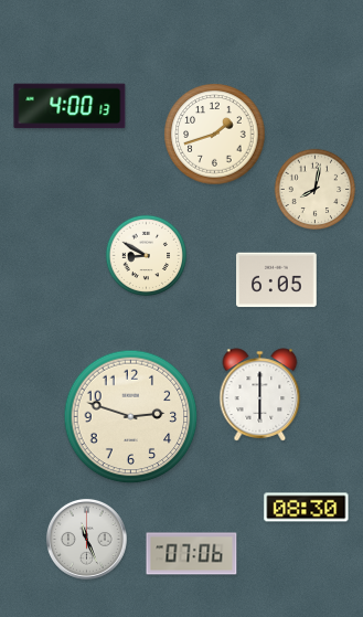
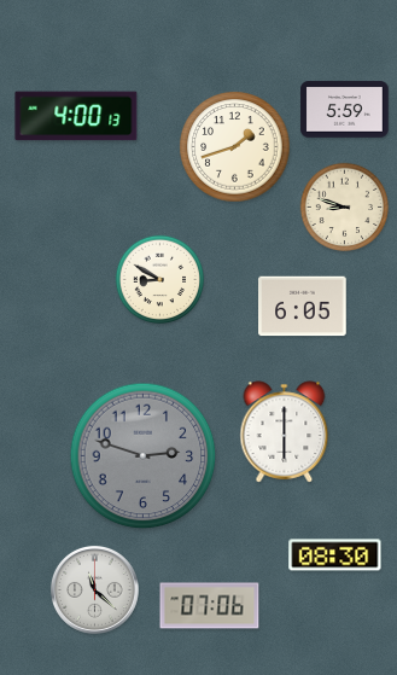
clock at (345, 110): none -> 5:59
clock at (316, 190): 8:02 -> 8:48
clock at (131, 417) dial: cream -> grey
clock at (86, 539): 11:26 -> 11:22
